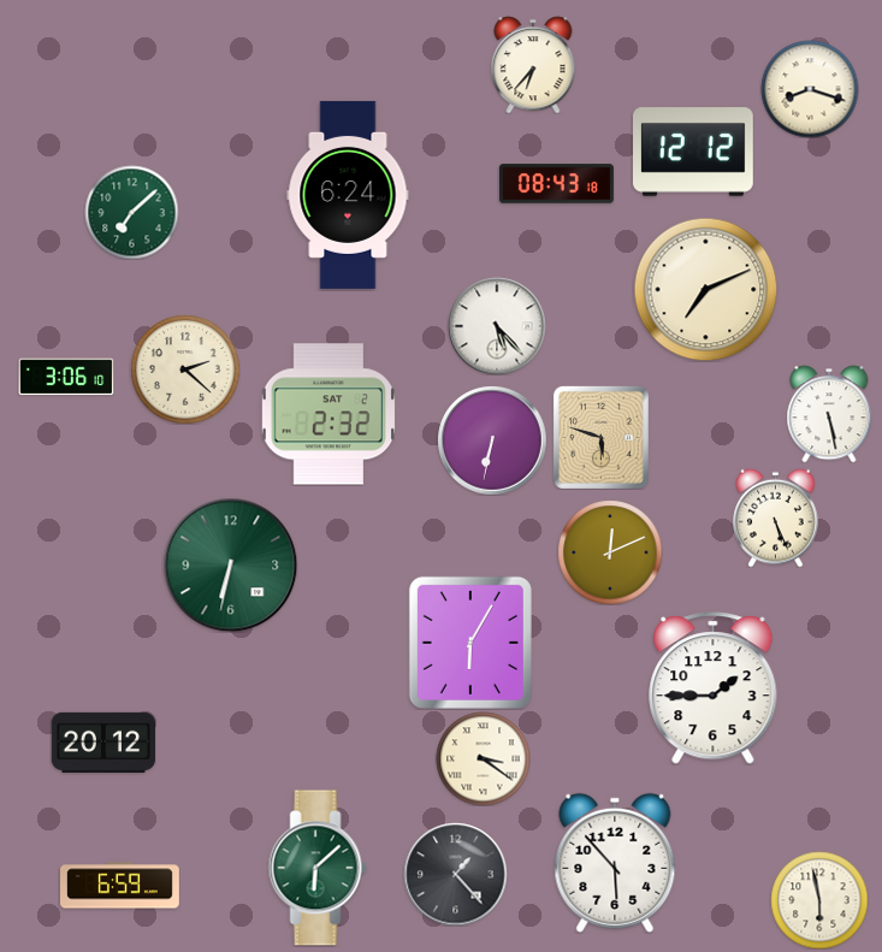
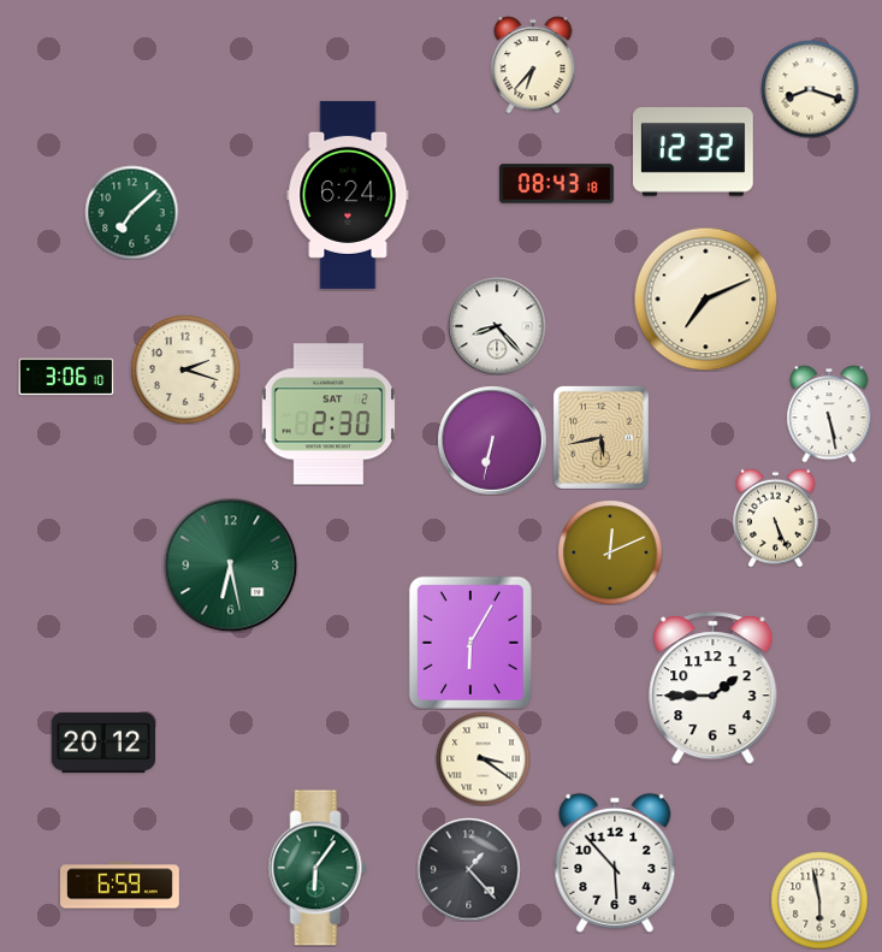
clock at (694, 152): 12:12 -> 12:32
clock at (705, 289) position: (705, 289) -> (705, 298)
clock at (497, 326): 5:23 -> 8:23
clock at (185, 369): 2:22 -> 2:18
clock at (327, 414): 2:32 -> 2:30
clock at (600, 437): 5:48 -> 5:43
clock at (230, 564): 6:32 -> 6:28
clock at (318, 868): 6:08 -> 6:06
clock at (455, 874) position: (455, 874) -> (468, 869)
